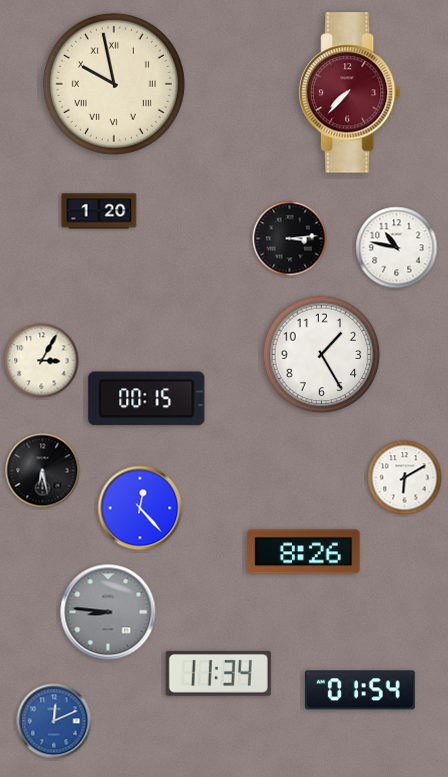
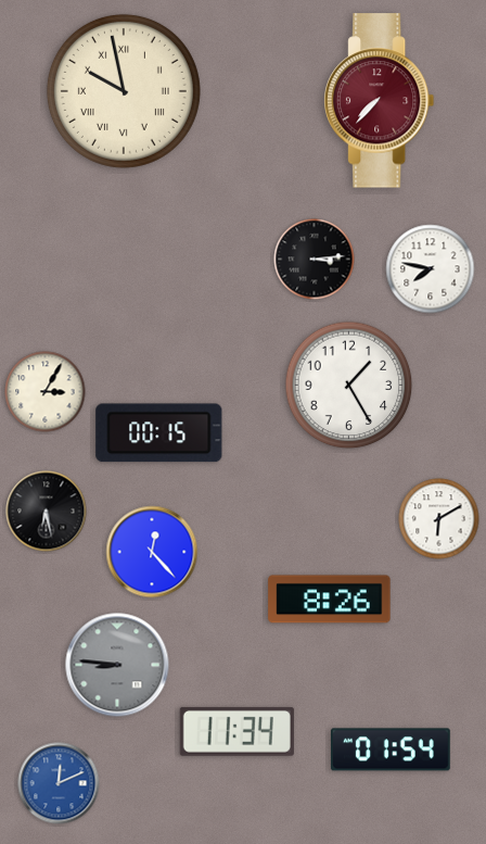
clock at (99, 211): 1:20 -> none
clock at (397, 248): 10:47 -> 7:47
